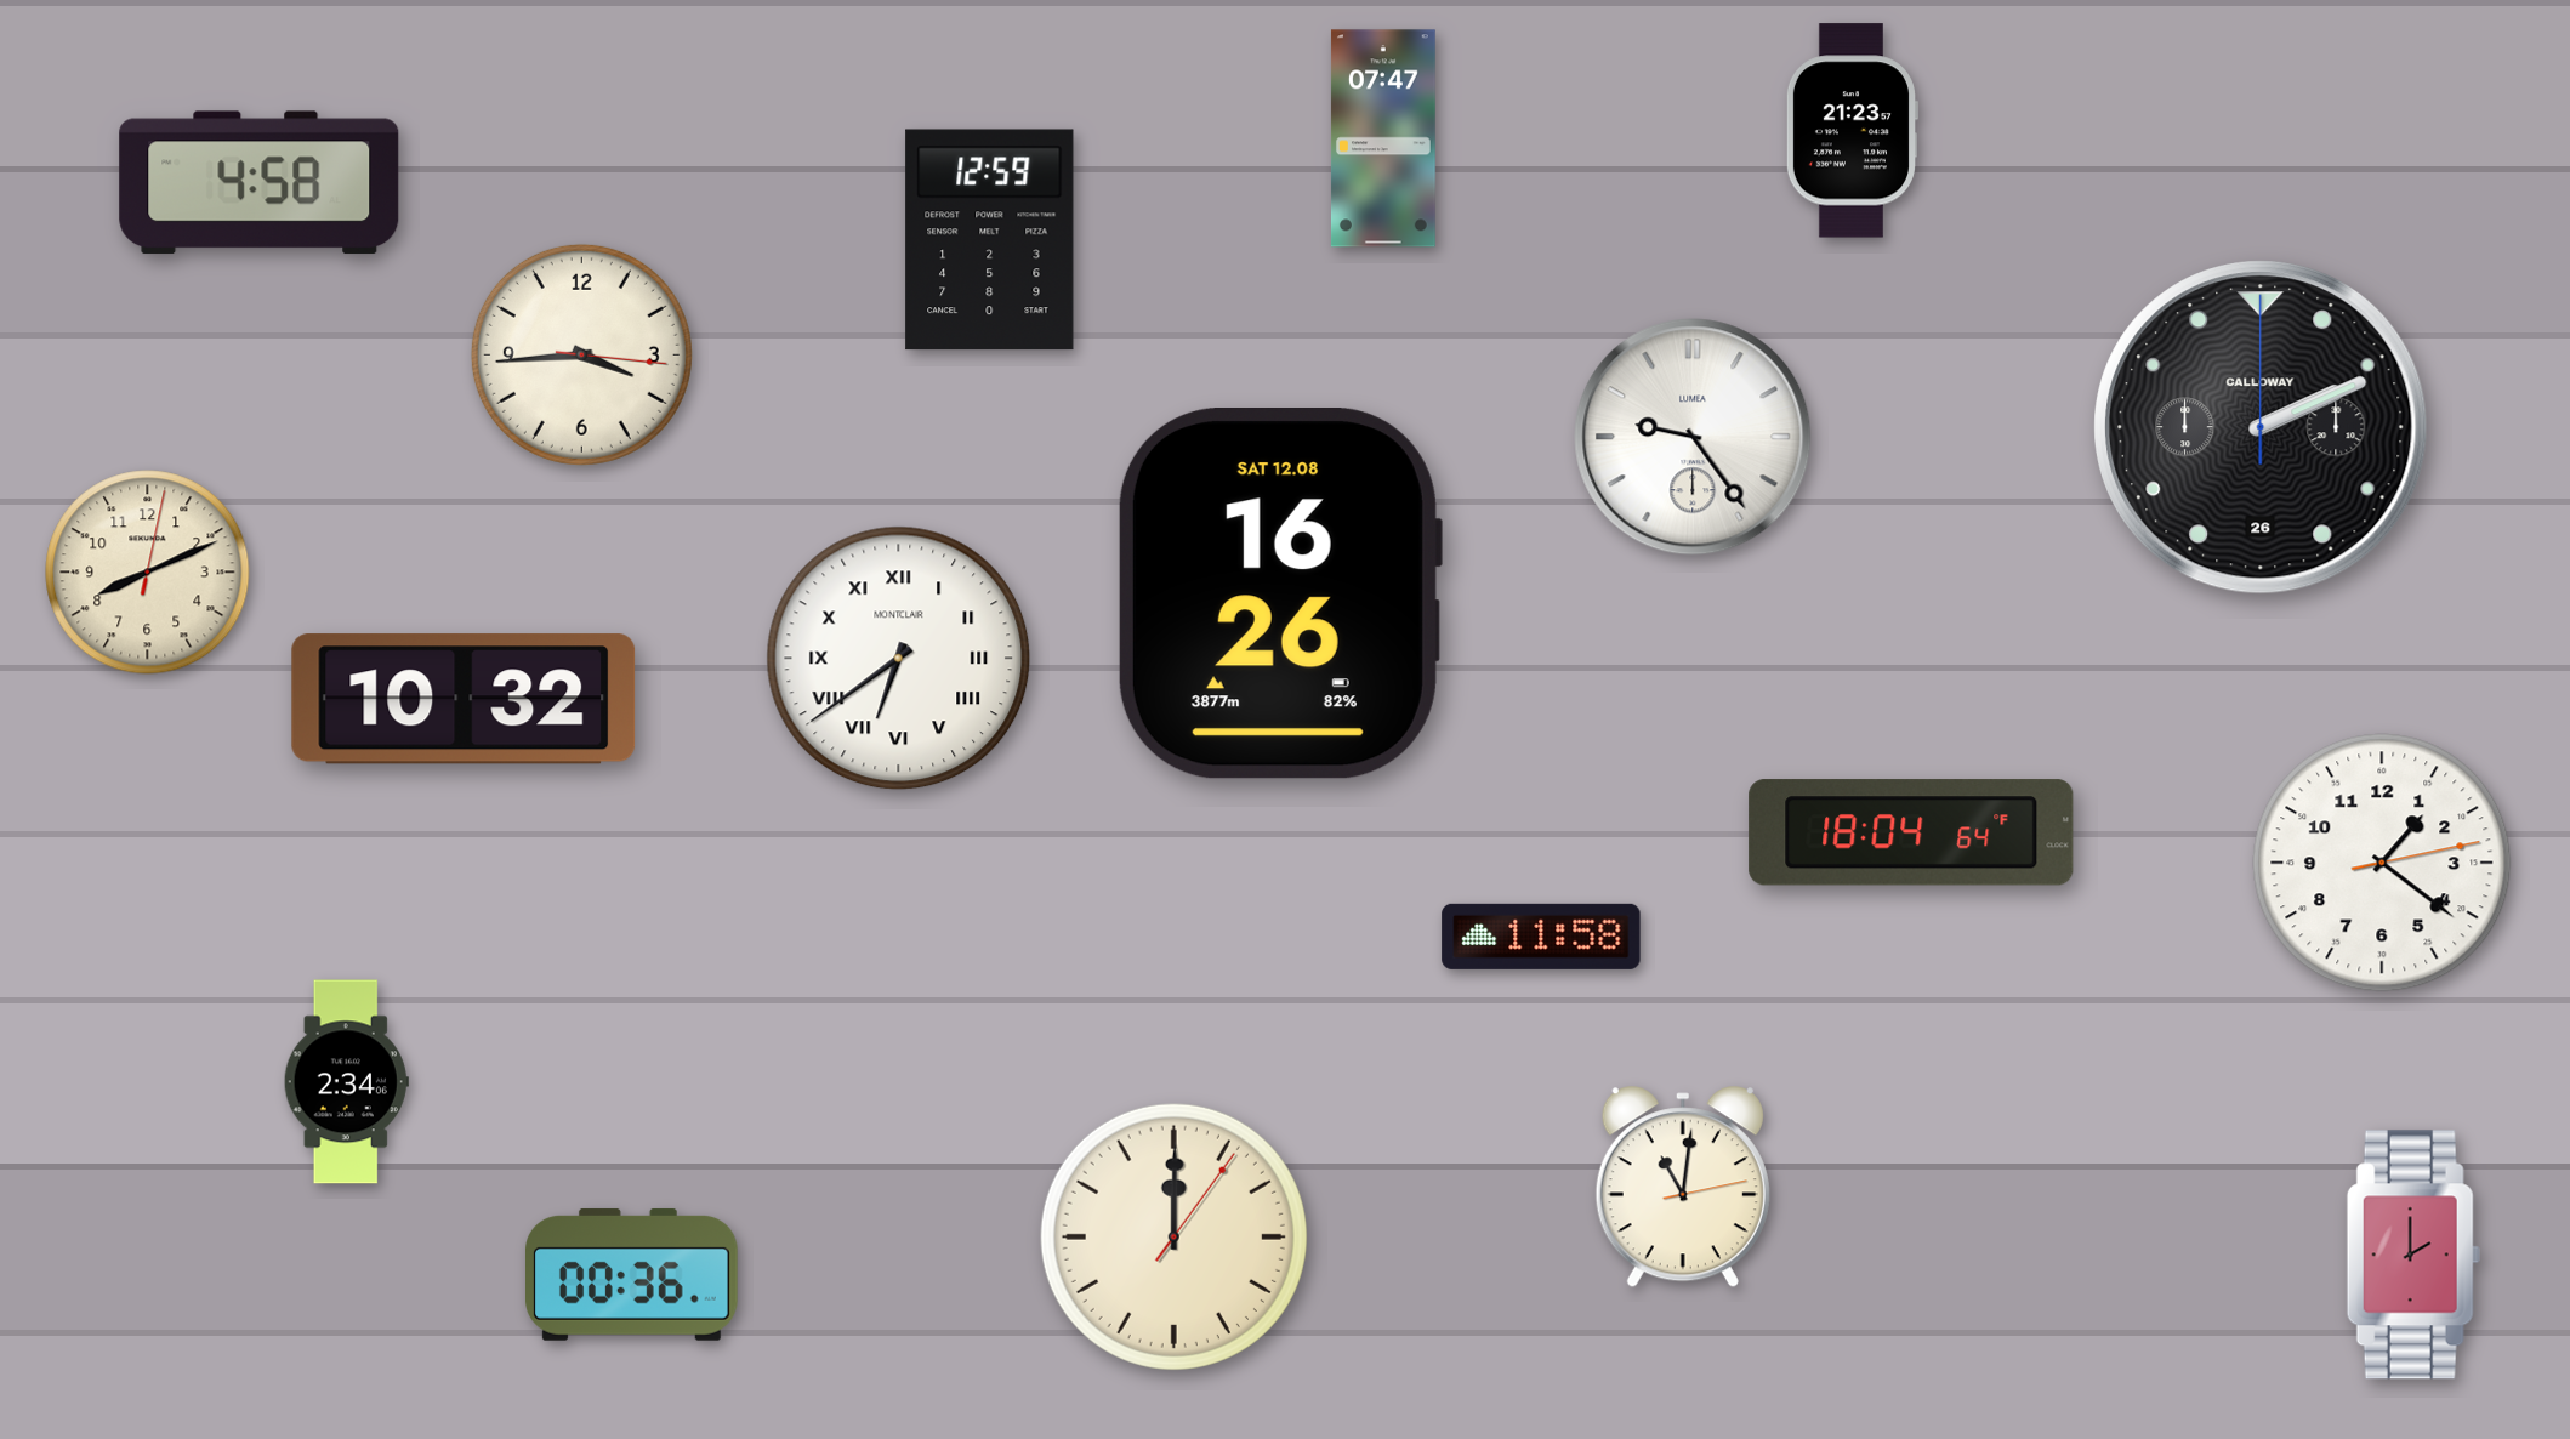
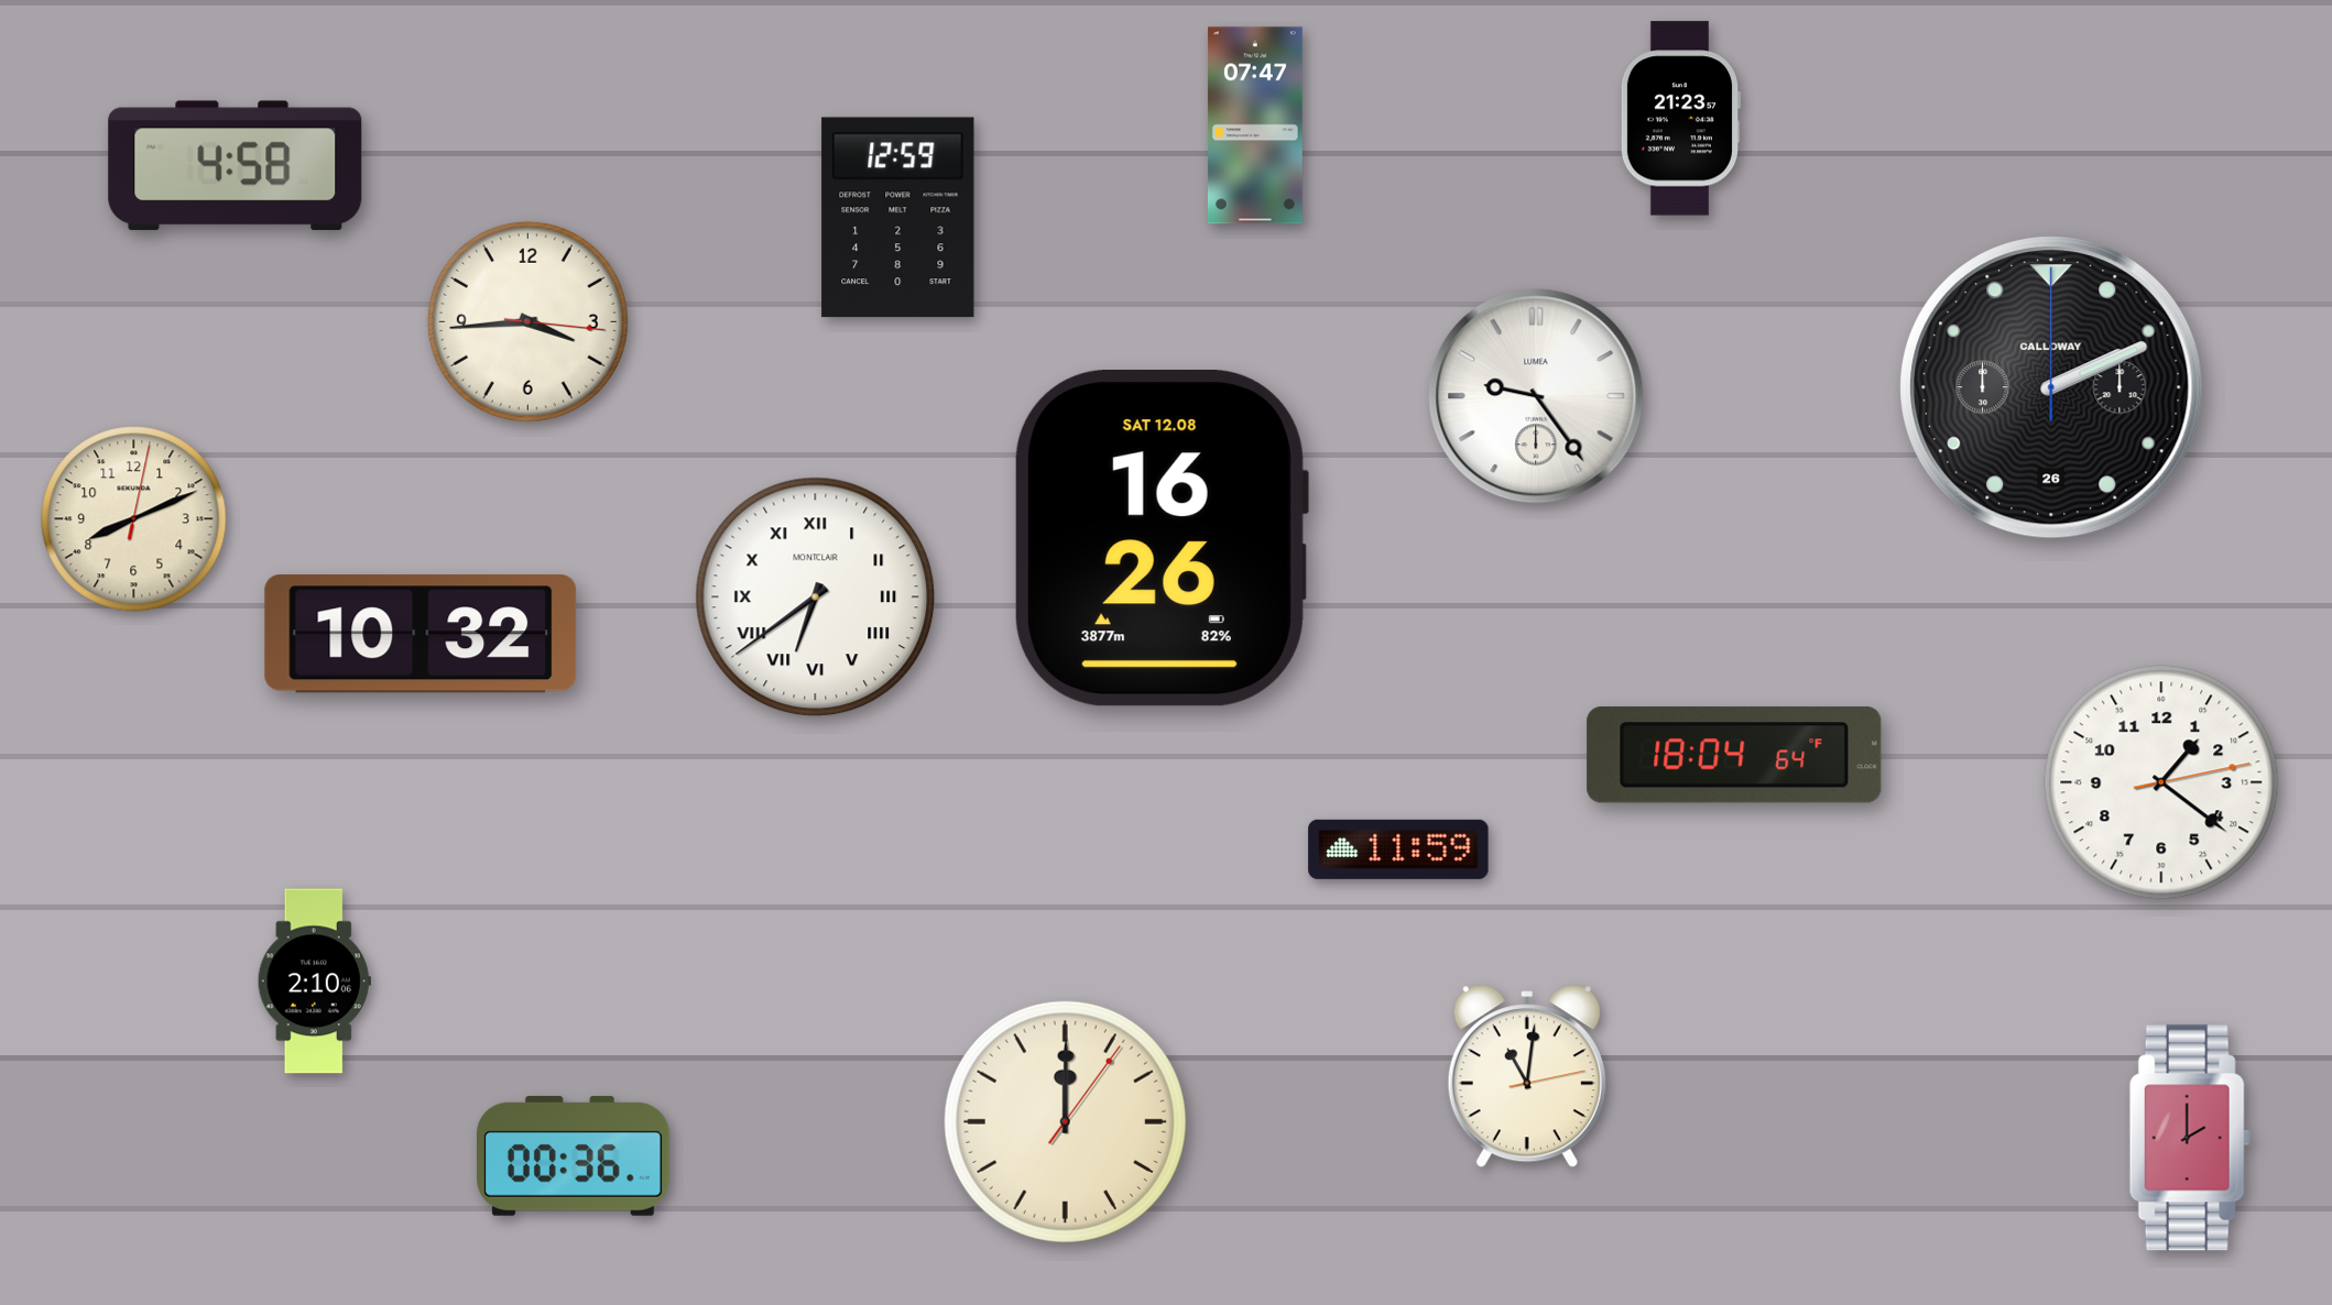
clock at (1541, 937): 11:58 -> 11:59
clock at (346, 1082): 2:34 -> 2:10
